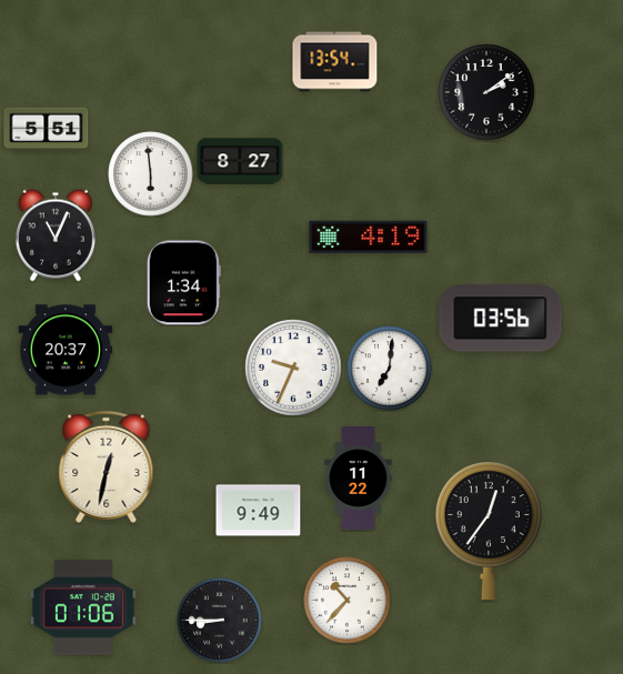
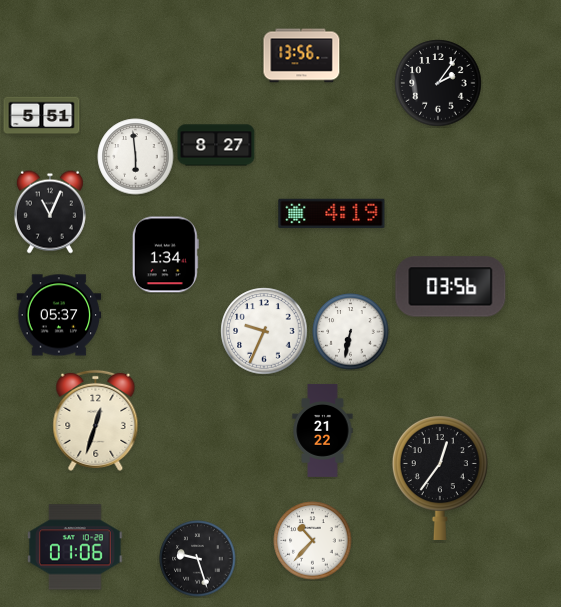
clock at (335, 62): 13:54 -> 13:56
clock at (486, 92): 2:09 -> 2:06
clock at (66, 350): 20:37 -> 05:37
clock at (390, 369): 7:01 -> 6:32
clock at (107, 466): 12:32 -> 12:33
clock at (359, 477): 11:22 -> 21:22
clock at (259, 511): 9:49 -> none
clock at (220, 621): 8:45 -> 9:27
